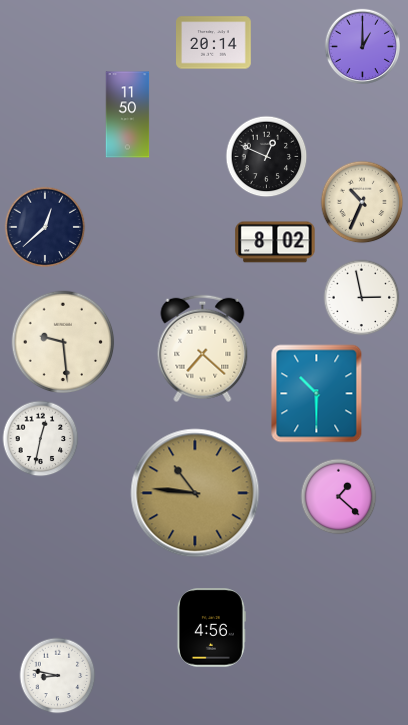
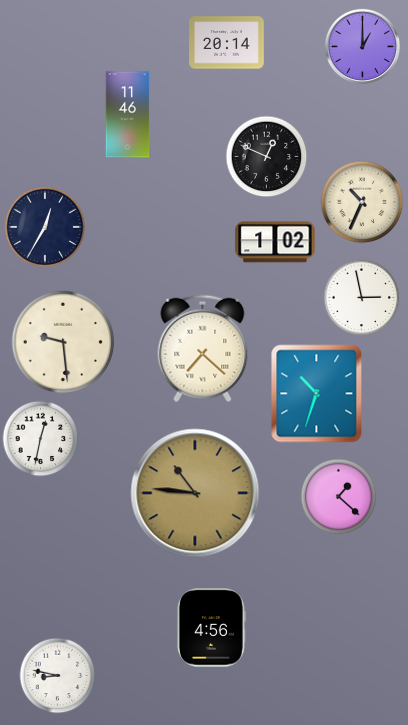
clock at (214, 43) position: (214, 43) -> (227, 43)
clock at (128, 115): 11:50 -> 11:46
clock at (45, 227): 12:38 -> 12:35
clock at (275, 242): 8:02 -> 1:02
clock at (317, 394): 10:30 -> 10:33
